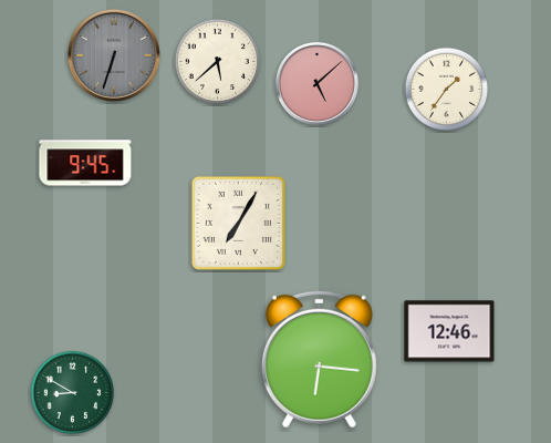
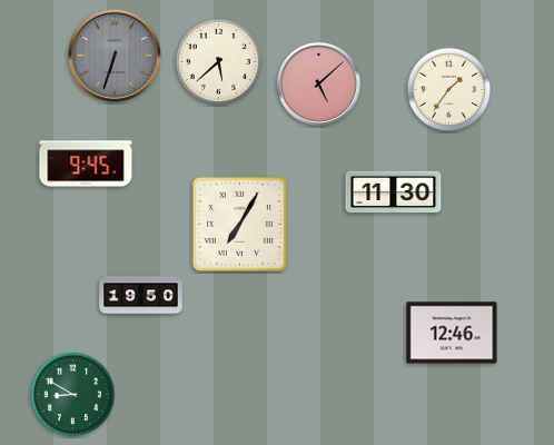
clock at (394, 192): none -> 11:30
clock at (141, 296): none -> 19:50
clock at (319, 359): 6:16 -> none
